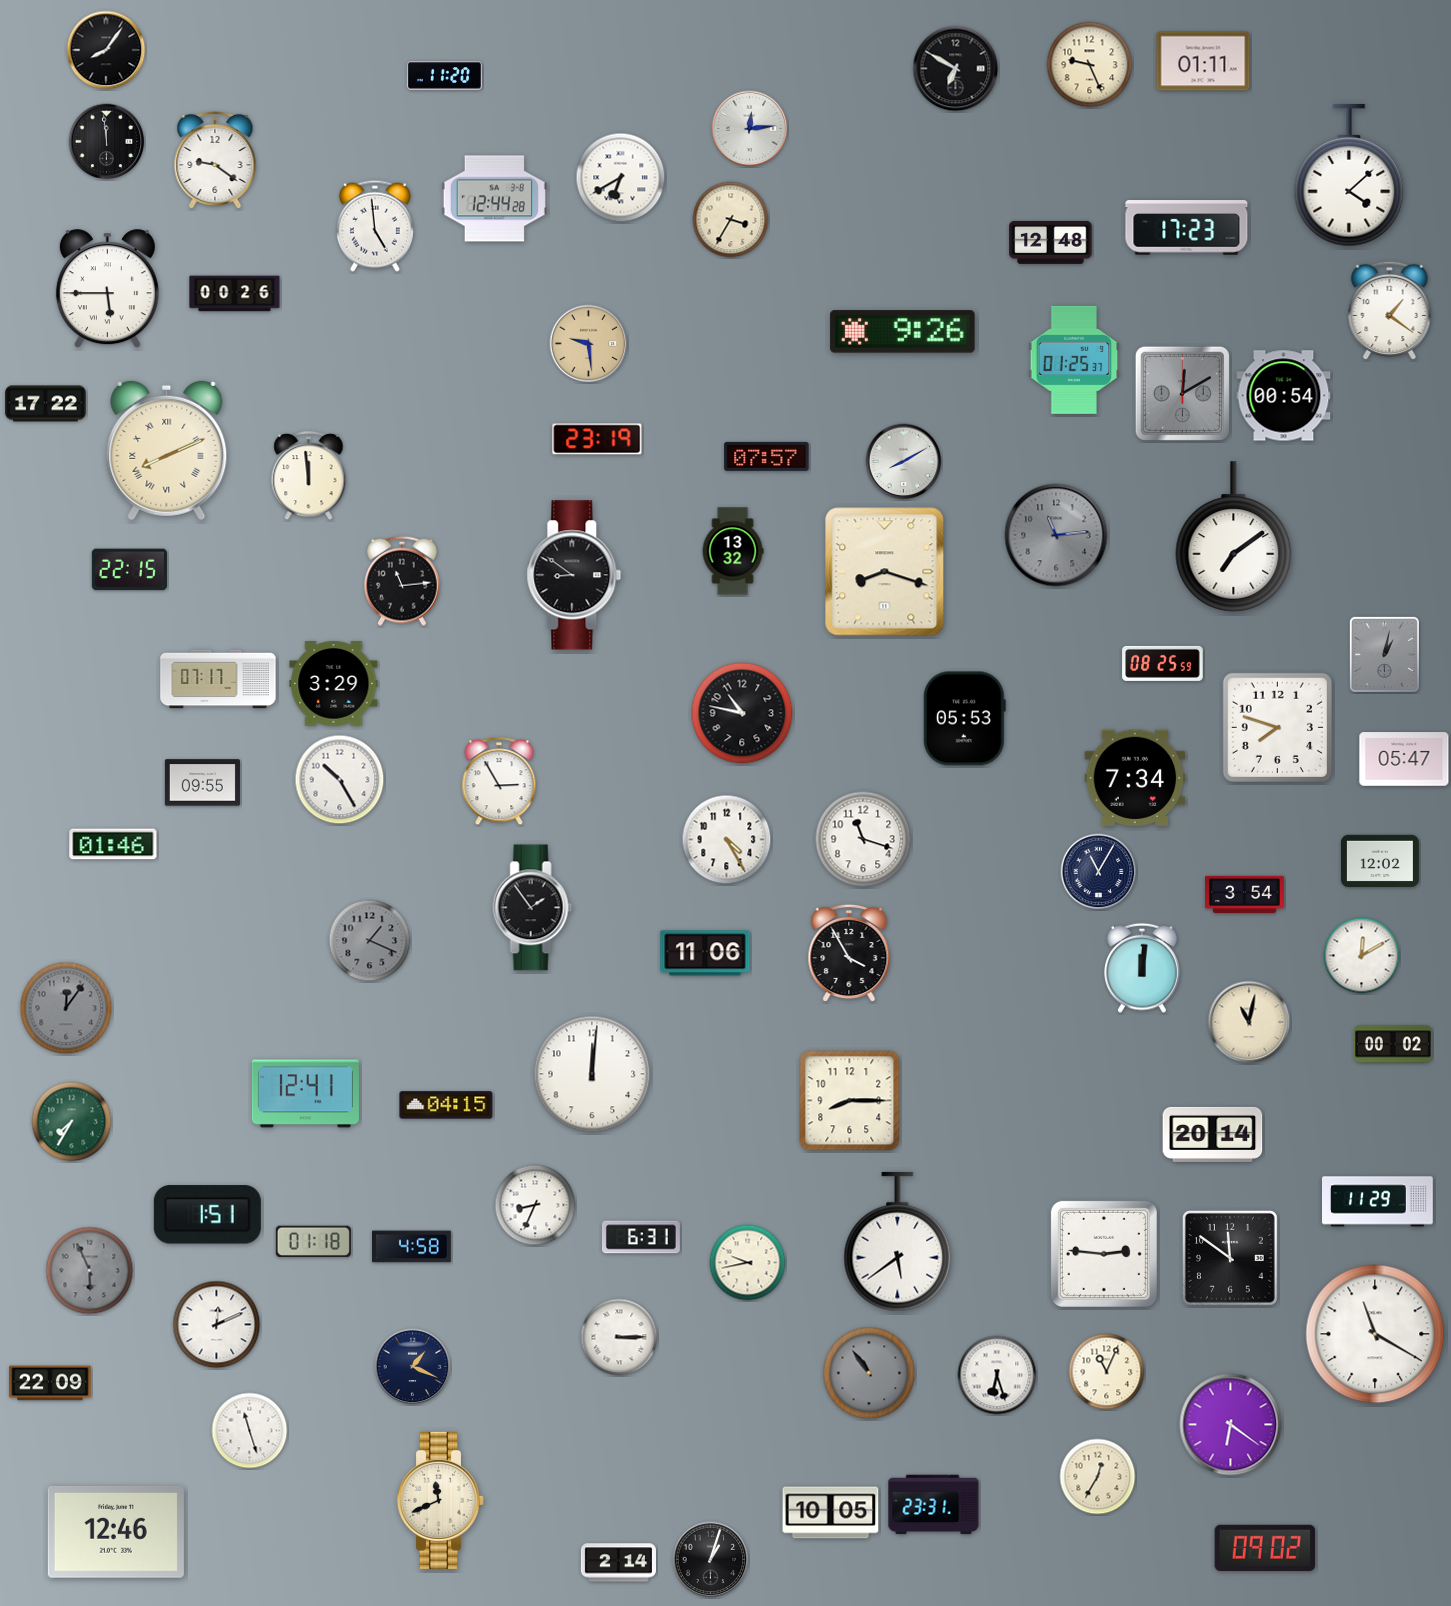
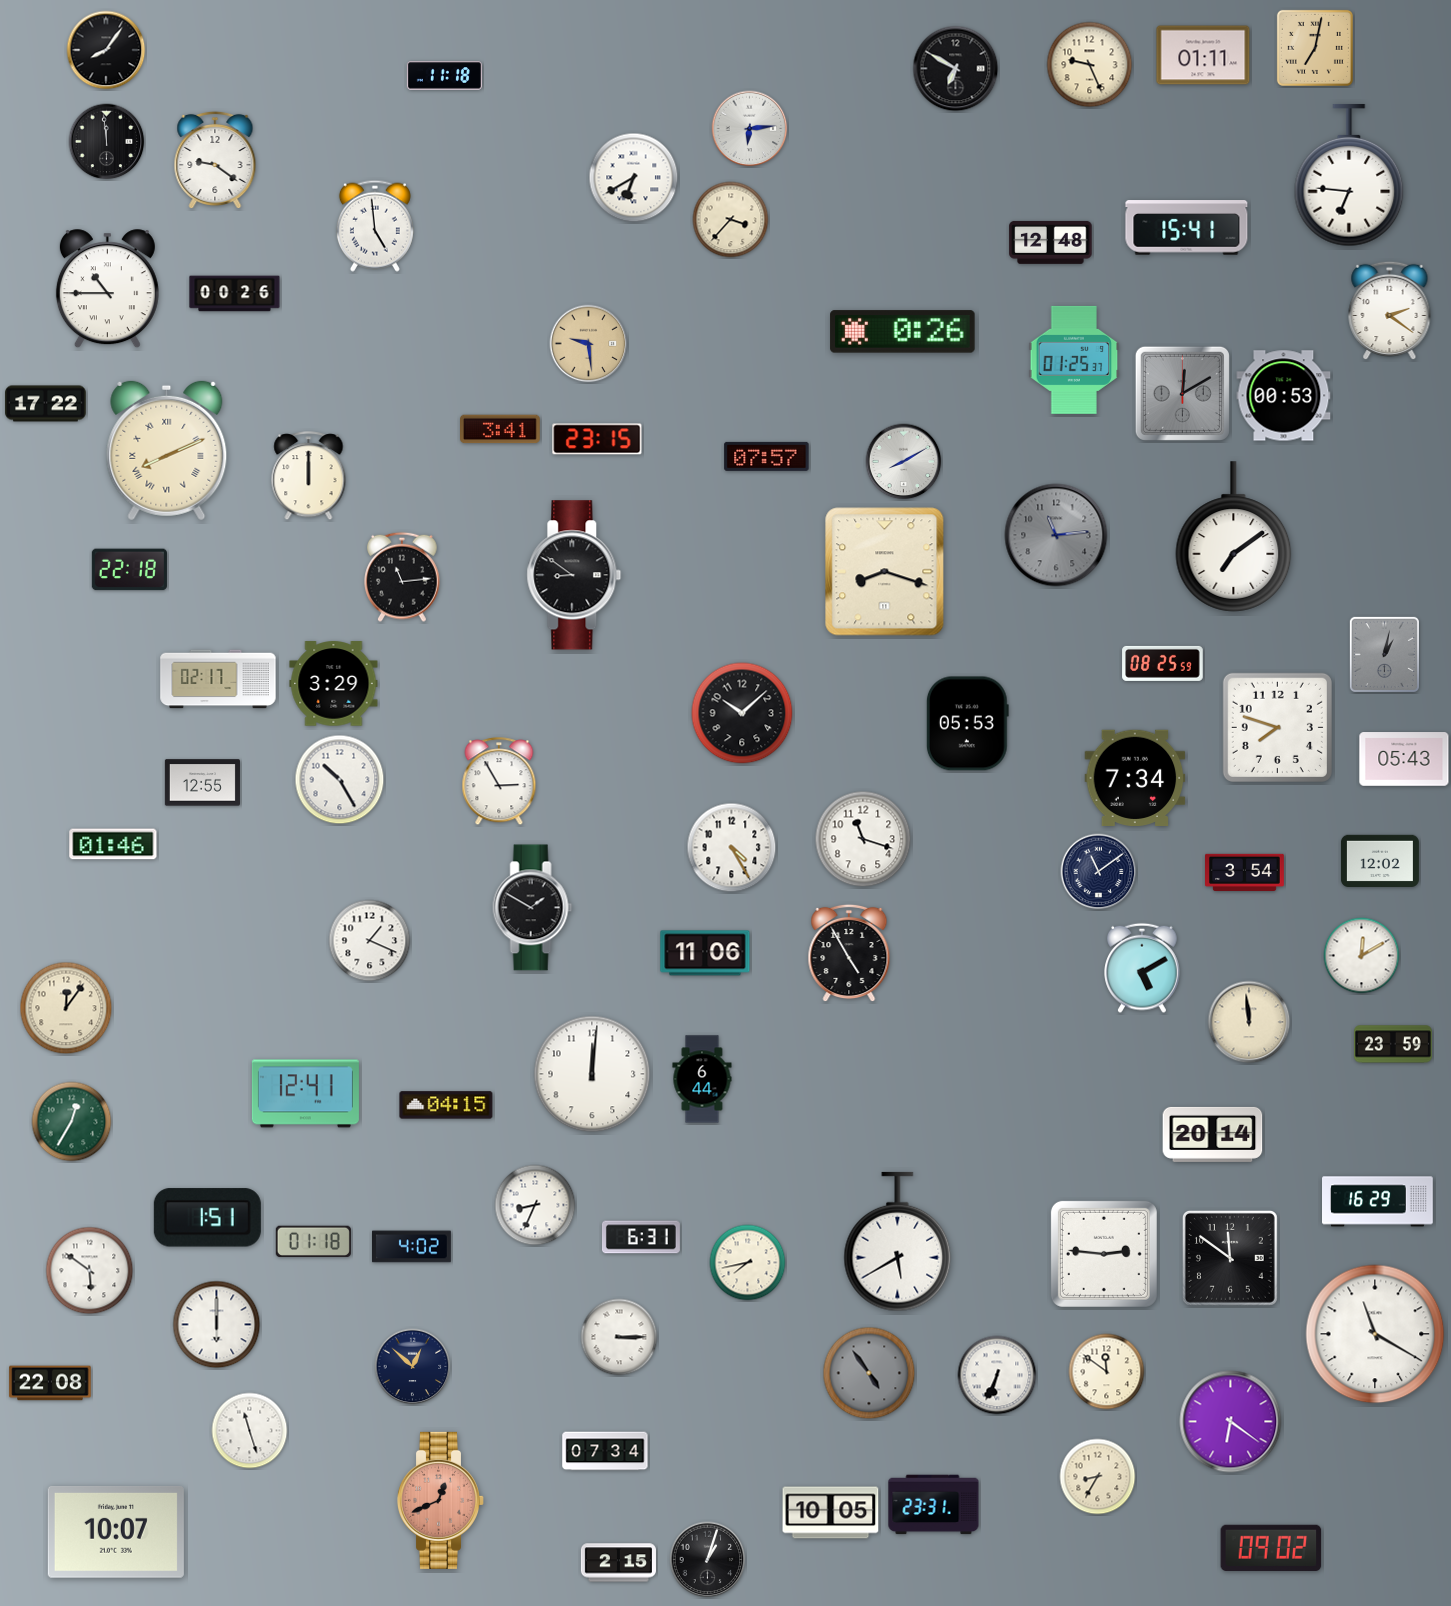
clock at (1315, 48): none -> 7:02
clock at (1203, 61) position: (1203, 61) -> (1203, 55)
clock at (444, 76): 11:20 -> 11:18
clock at (750, 129): 12:14 -> 6:14
clock at (1349, 176): 4:08 -> 6:46
clock at (621, 178) position: (621, 178) -> (634, 178)
clock at (494, 199): 12:44 -> none
clock at (731, 220): 3:35 -> 3:37
clock at (1187, 228): 17:23 -> 15:41
clock at (107, 289): 5:45 -> 10:45
clock at (1390, 311): 1:21 -> 2:21
clock at (903, 332): 9:26 -> 0:26
clock at (1284, 396): 00:54 -> 00:53
clock at (501, 429): none -> 3:41
clock at (597, 439): 23:19 -> 23:15
clock at (309, 476): 11:59 -> 12:00
clock at (733, 551): 13:32 -> none
clock at (129, 570): 22:15 -> 22:18
clock at (402, 581) position: (402, 581) -> (402, 577)
clock at (218, 679): 07:17 -> 02:17
clock at (742, 713): 10:47 -> 10:08
clock at (964, 719) position: (964, 719) -> (967, 724)
clock at (1404, 759): 05:47 -> 05:43
clock at (202, 783): 09:55 -> 12:55
clock at (727, 840) position: (727, 840) -> (732, 848)
clock at (1099, 872): 11:05 -> 11:09
clock at (1245, 894) position: (1245, 894) -> (1245, 872)
clock at (533, 908): 1:54 -> 1:50
clock at (370, 941) dial: grey -> white
clock at (849, 953): 3:55 -> 4:55
clock at (1142, 968): 12:01 -> 5:10
clock at (66, 1008) dial: grey -> cream
clock at (1249, 1022): 11:02 -> 11:59
clock at (1393, 1044): 00:02 -> 23:59
clock at (702, 1079): none -> 6:44
clock at (850, 1101): 8:15 -> none
clock at (72, 1122): 7:35 -> 12:35
clock at (1378, 1202): 11:29 -> 16:29
clock at (207, 1215) position: (207, 1215) -> (207, 1218)
clock at (898, 1242): 5:39 -> 5:40
clock at (412, 1247): 4:58 -> 4:02
clock at (748, 1263): 9:43 -> 7:43
clock at (90, 1271): 5:56 -> 5:51
clock at (90, 1271) dial: grey -> white
clock at (217, 1325): 12:11 -> 6:00
clock at (413, 1367): 1:19 -> 12:52
clock at (1107, 1372): 11:04 -> 11:51
clock at (869, 1373): 10:54 -> 4:54
clock at (997, 1375): 6:27 -> 6:34
clock at (50, 1383): 22:09 -> 22:08
clock at (1231, 1425) position: (1231, 1425) -> (1231, 1422)
clock at (605, 1451): none -> 07:34
clock at (1098, 1477): 12:35 -> 8:35
clock at (440, 1500): 11:41 -> 12:41
clock at (440, 1500) dial: cream -> salmon
clock at (116, 1532): 12:46 -> 10:07
clock at (1265, 1548) position: (1265, 1548) -> (1271, 1548)
clock at (711, 1560) position: (711, 1560) -> (708, 1560)
clock at (618, 1563): 2:14 -> 2:15
